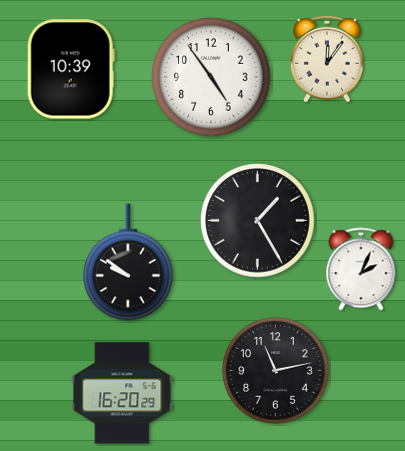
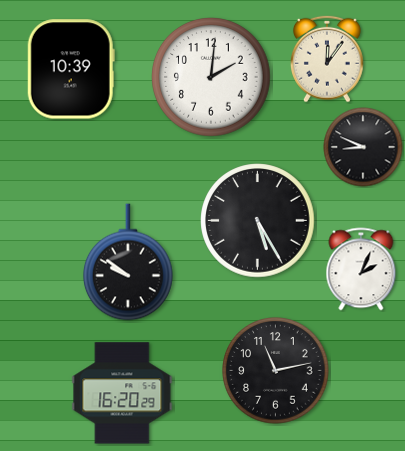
clock at (212, 77): 4:54 -> 2:01
clock at (363, 147): none -> 8:49
clock at (258, 221): 1:25 -> 5:25
